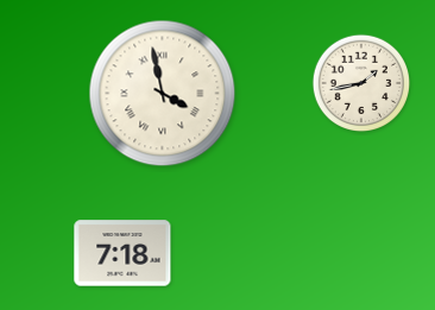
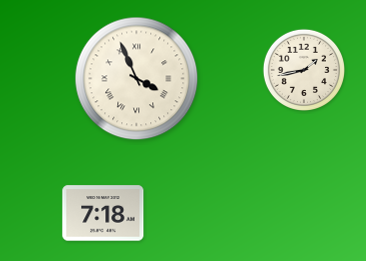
clock at (163, 94): 3:58 -> 3:56
